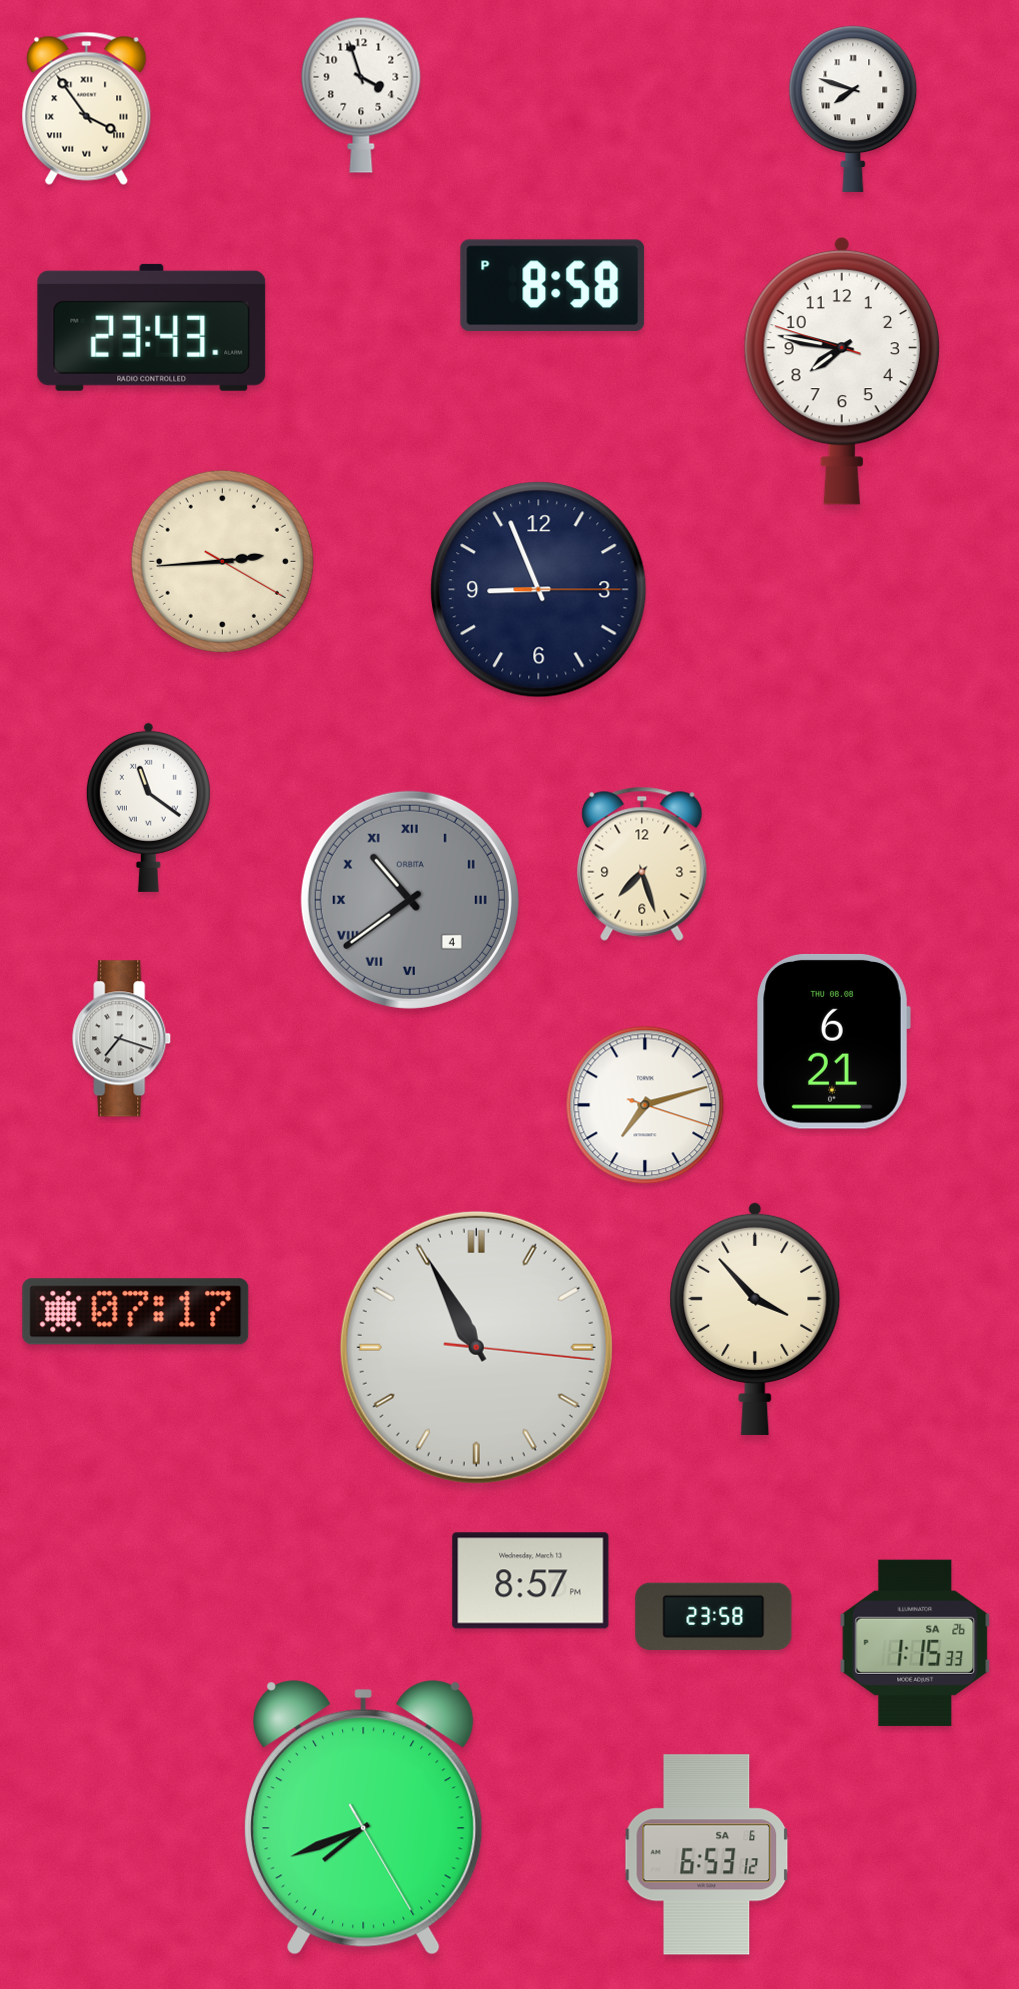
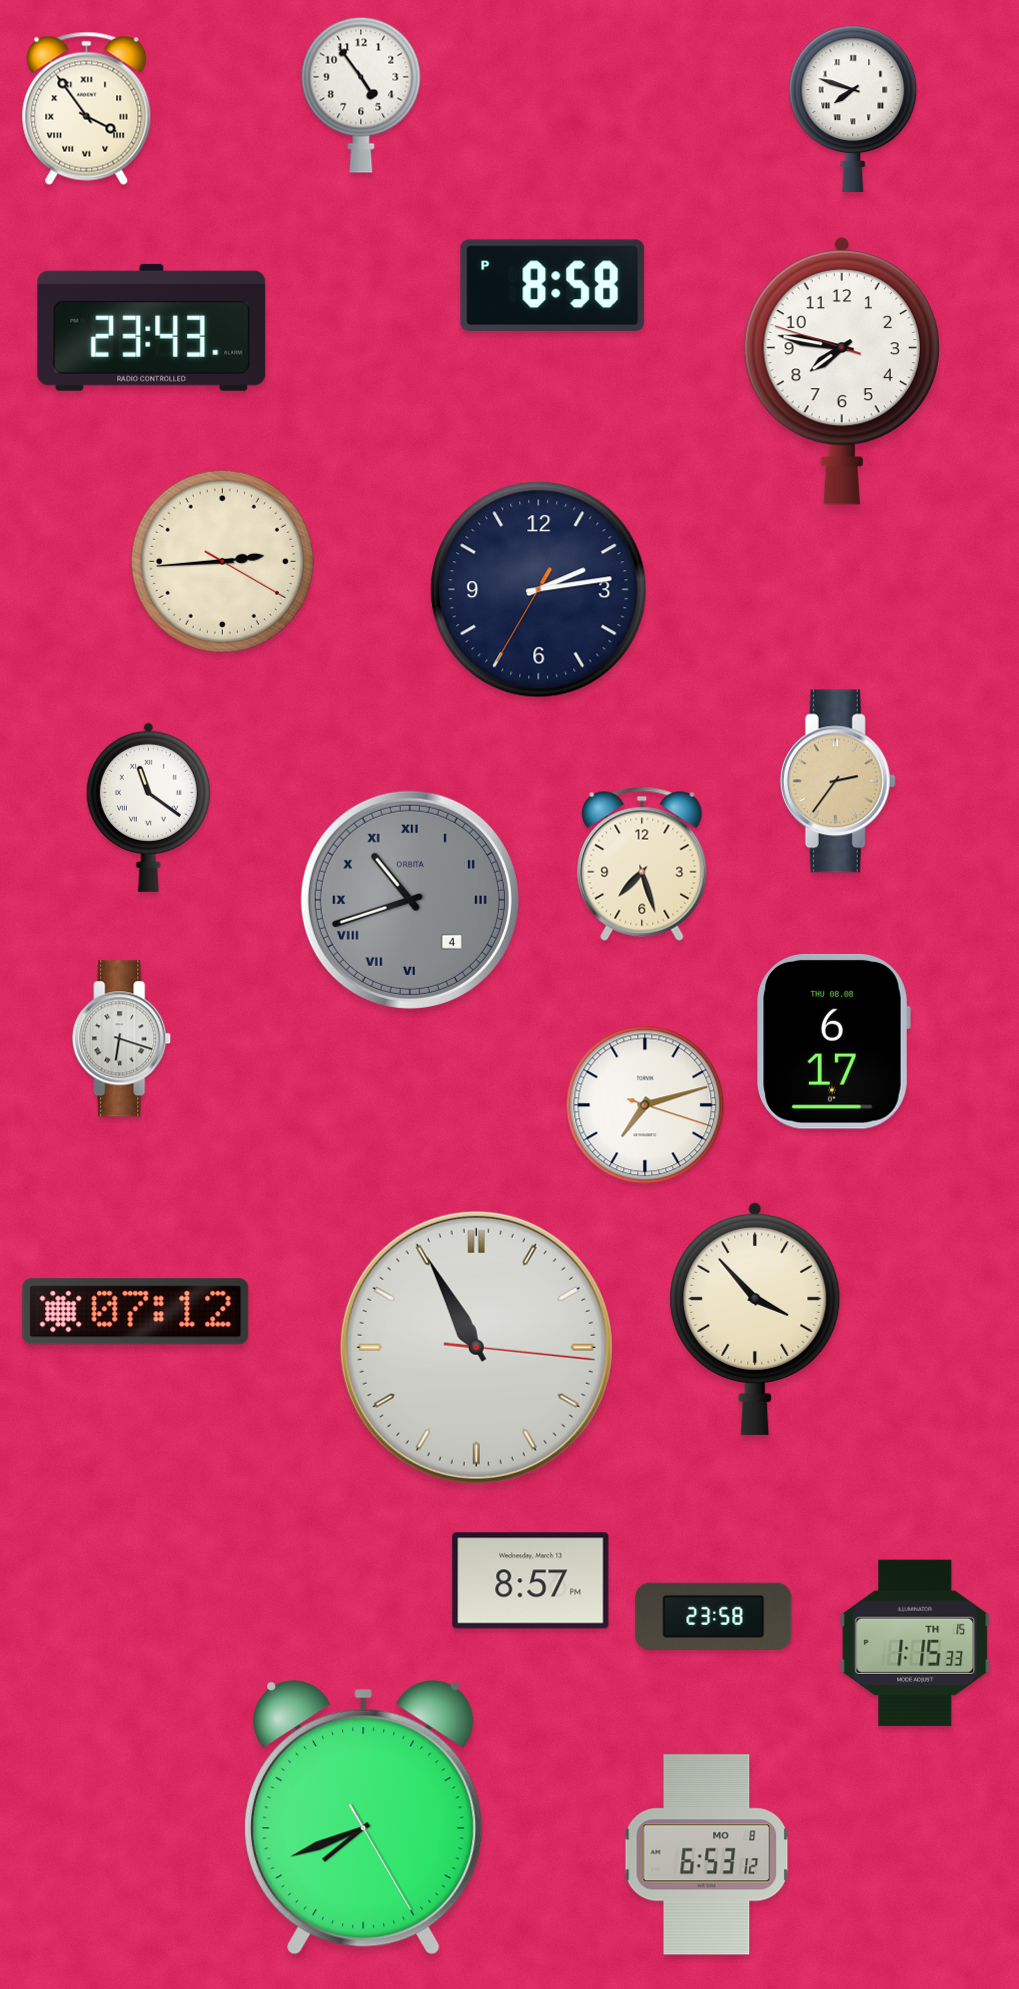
clock at (361, 95): 3:57 -> 4:54
clock at (539, 590): 8:56 -> 2:13
clock at (838, 781): none -> 2:36
clock at (410, 900): 10:39 -> 10:42
clock at (122, 1039): 7:18 -> 6:18
clock at (833, 1041): 6:21 -> 6:17
clock at (136, 1312): 07:17 -> 07:12
clock at (915, 1643) date: SA 26 -> TH 15
clock at (707, 1855) date: SA 6 -> MO 8
